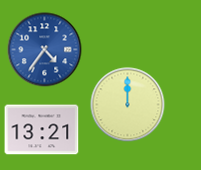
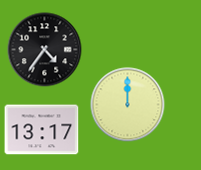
clock at (45, 50) dial: blue -> black
clock at (42, 130): 13:21 -> 13:17
